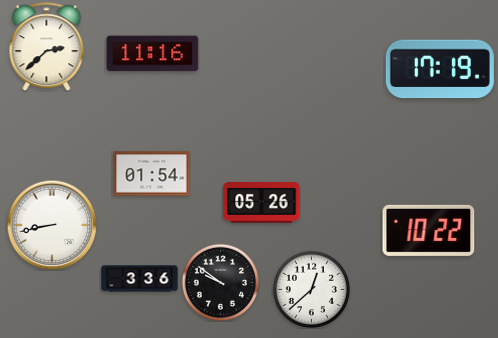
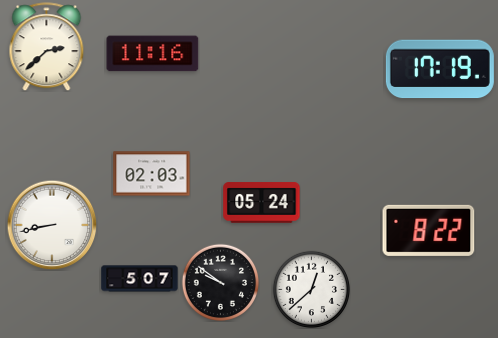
clock at (152, 174): 01:54 -> 02:03
clock at (262, 203): 05:26 -> 05:24
clock at (429, 230): 10:22 -> 8:22
clock at (140, 279): 3:36 -> 5:07
